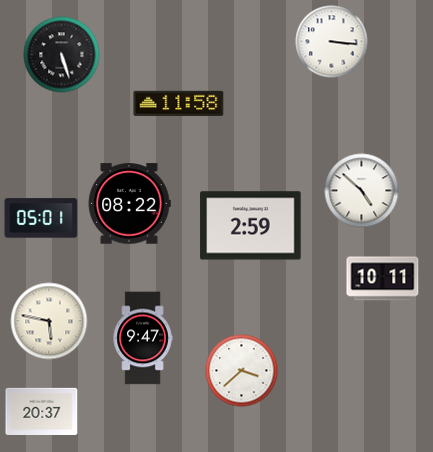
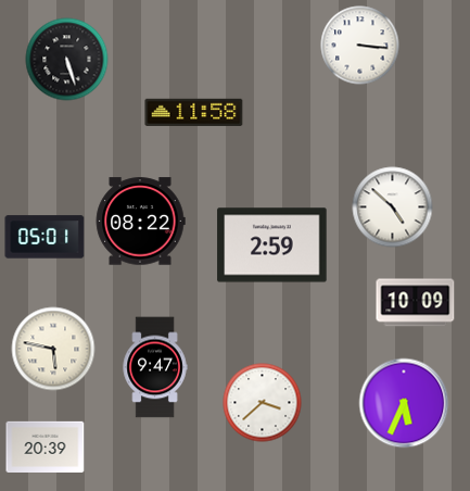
clock at (383, 279): 10:11 -> 10:09
clock at (404, 403): none -> 5:34
clock at (42, 411): 20:37 -> 20:39
